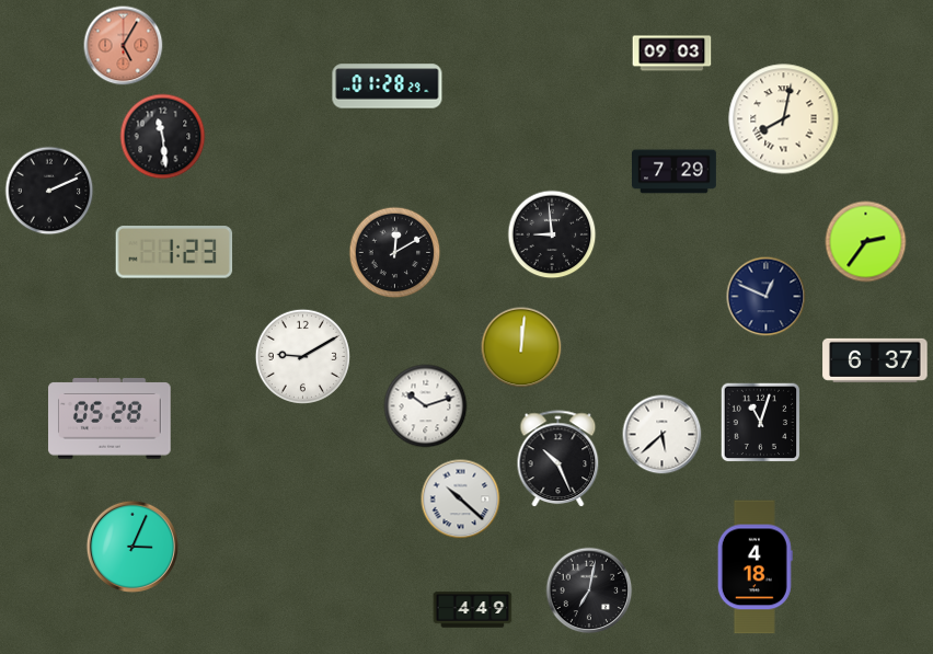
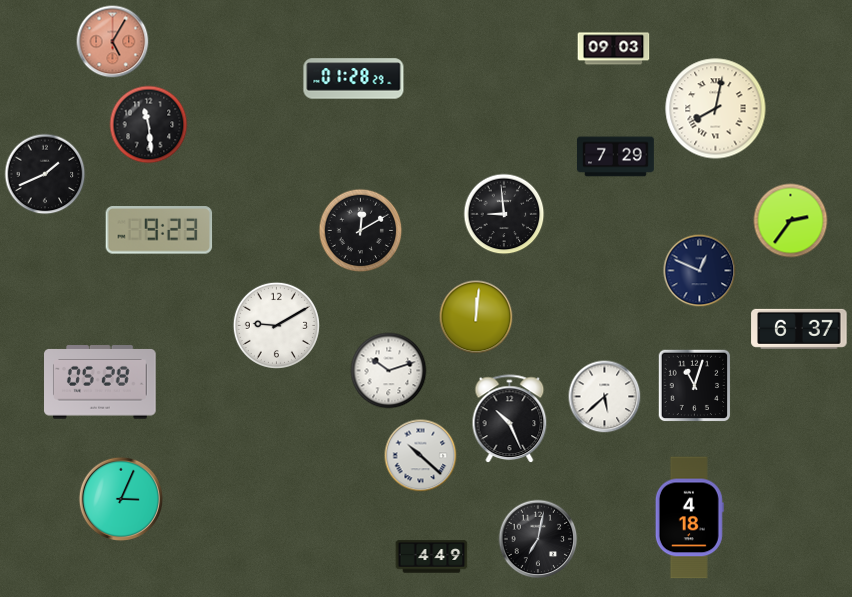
clock at (49, 191): 2:11 -> 1:41
clock at (174, 252): 1:23 -> 9:23
